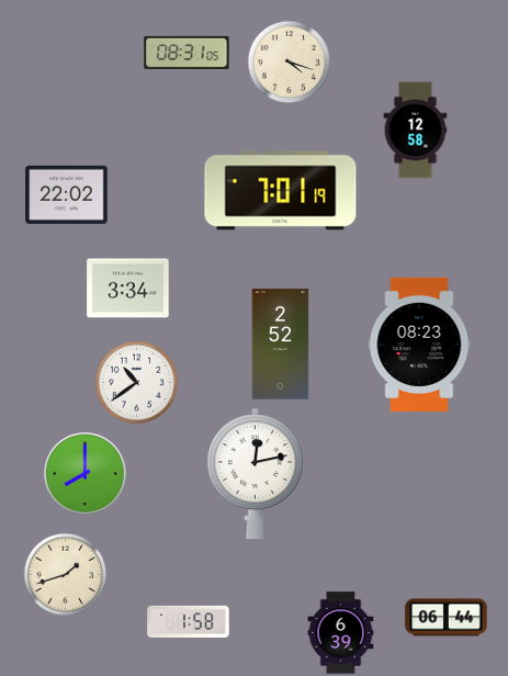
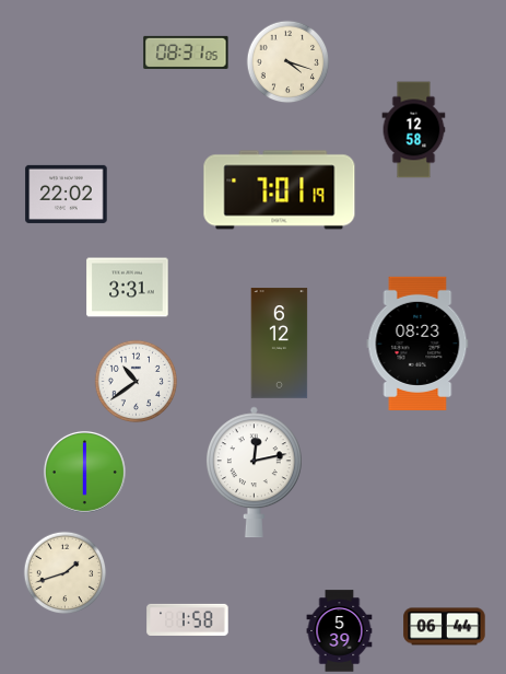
clock at (128, 289): 3:34 -> 3:31
clock at (281, 345): 2:52 -> 6:12
clock at (84, 473): 8:00 -> 6:00
clock at (447, 618) position: (447, 618) -> (445, 627)
clock at (341, 633): 6:39 -> 5:39
